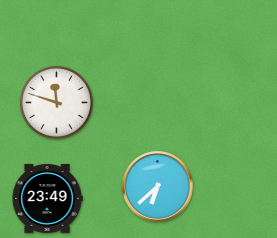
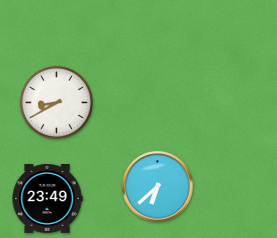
clock at (56, 102): 11:48 -> 8:40
